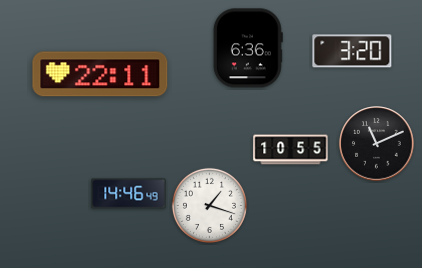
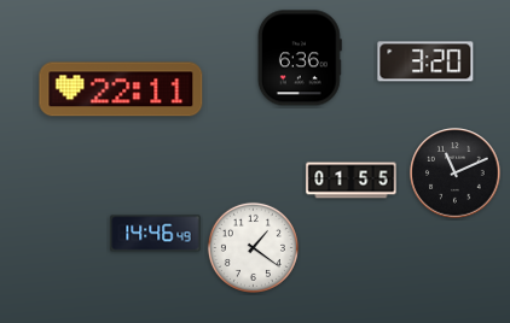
clock at (291, 150): 10:55 -> 01:55
clock at (209, 205): 1:18 -> 1:21
